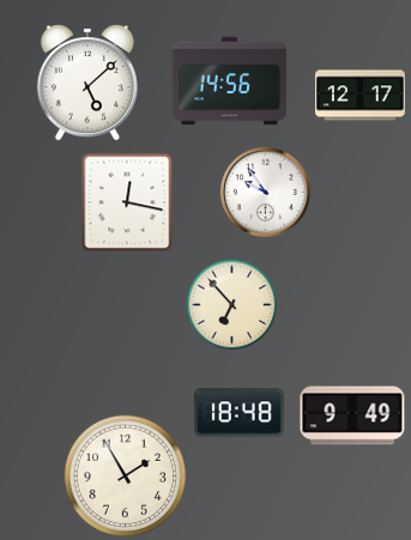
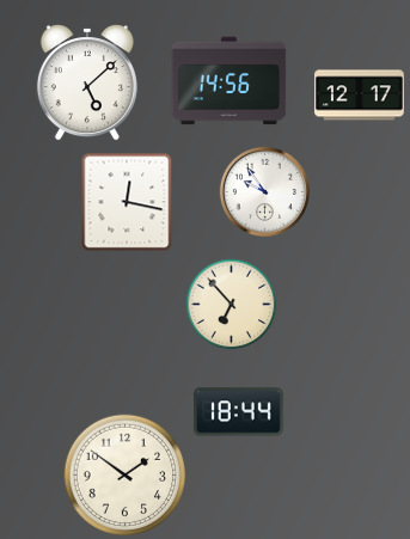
clock at (240, 413): 18:48 -> 18:44
clock at (352, 415): 9:49 -> none
clock at (126, 477): 1:55 -> 1:51
